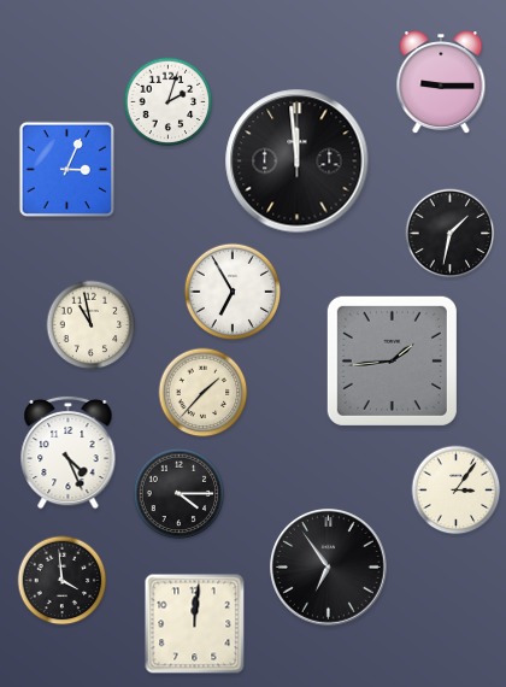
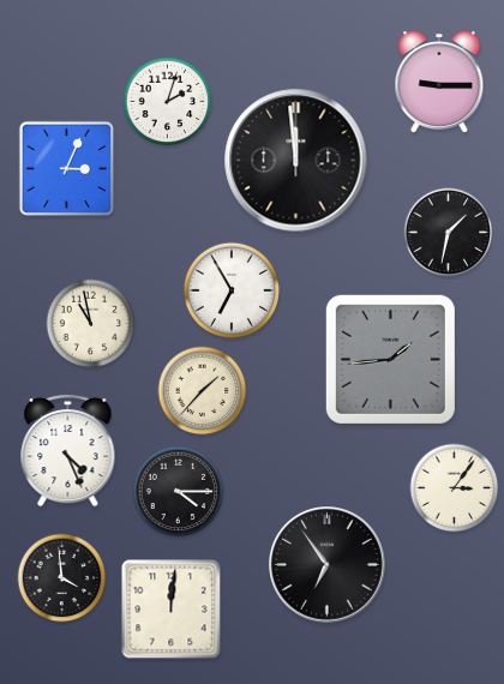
clock at (195, 624) position: (195, 624) -> (172, 610)
